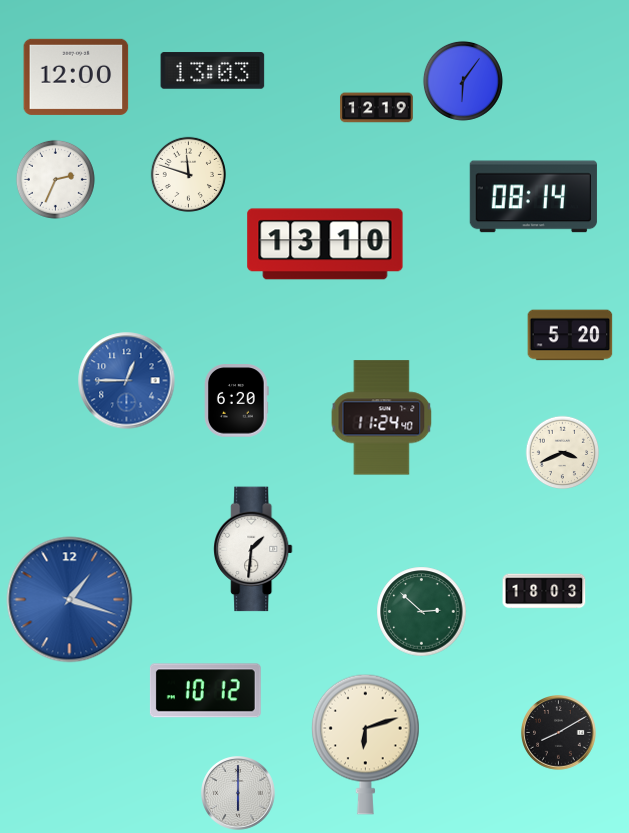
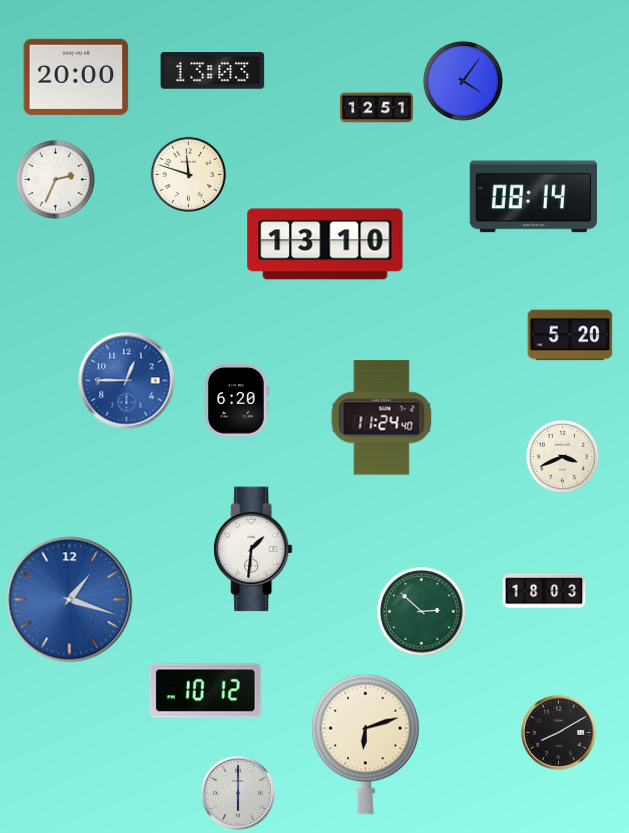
clock at (76, 77): 12:00 -> 20:00
clock at (463, 81): 6:06 -> 4:06
clock at (377, 108): 12:19 -> 12:51
clock at (563, 453) position: (563, 453) -> (563, 457)
